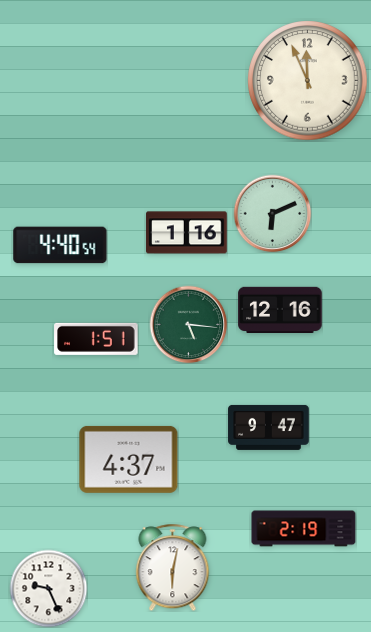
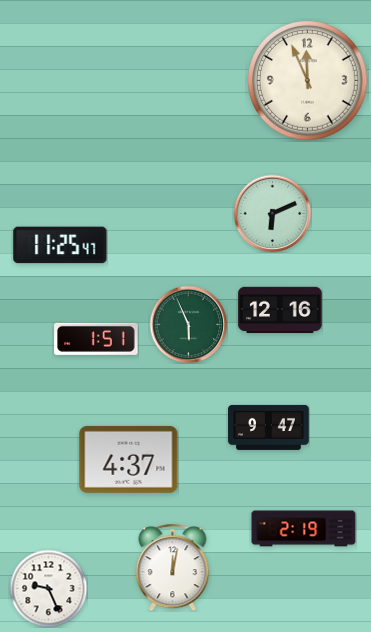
clock at (187, 233): 1:16 -> none
clock at (60, 245): 4:40 -> 11:25
clock at (188, 324): 5:16 -> 5:56
clock at (173, 567): 6:02 -> 12:02
